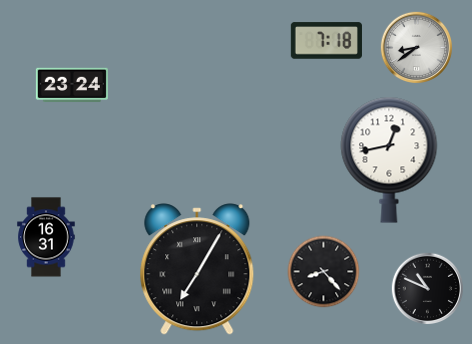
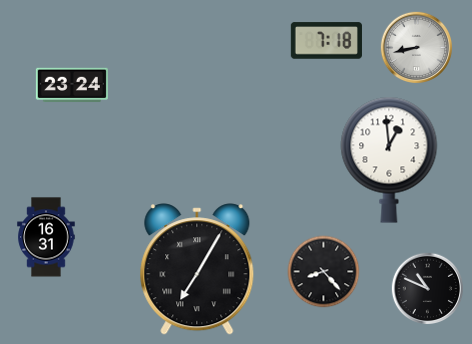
clock at (416, 47): 8:39 -> 8:43
clock at (389, 160): 12:43 -> 12:59
